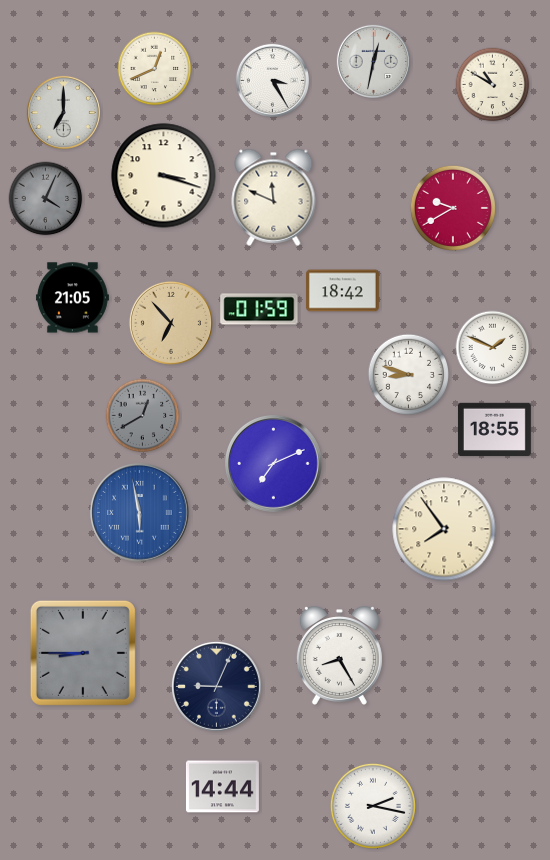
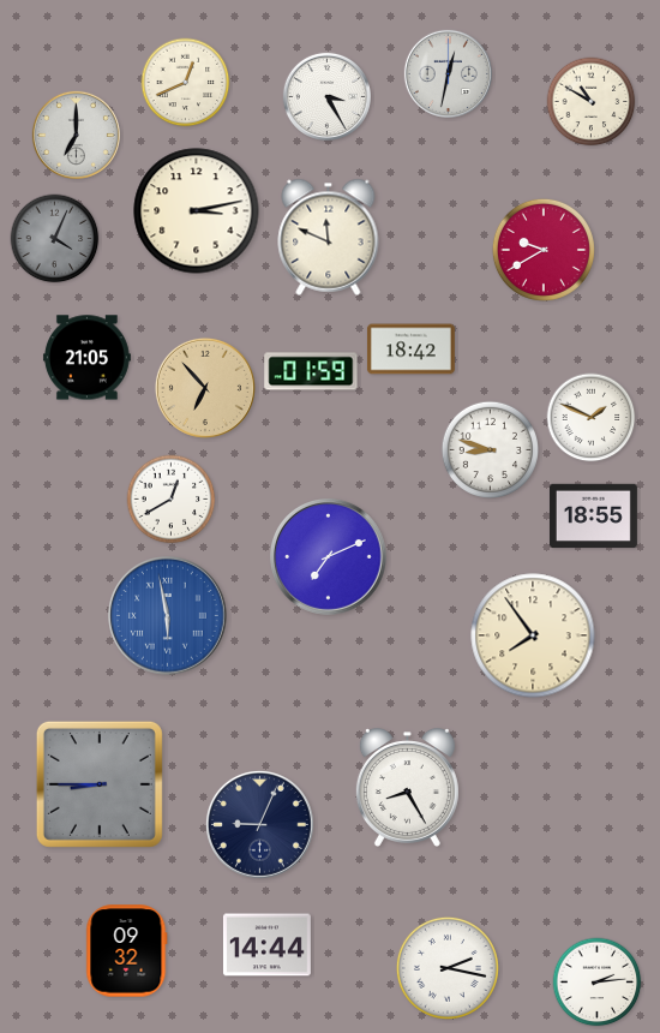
clock at (164, 176): 3:18 -> 3:13
clock at (143, 416) dial: grey -> white
clock at (127, 951): none -> 09:32
clock at (598, 983): none -> 2:14
